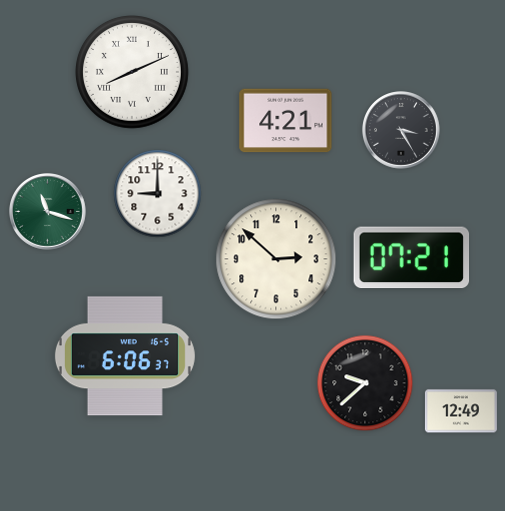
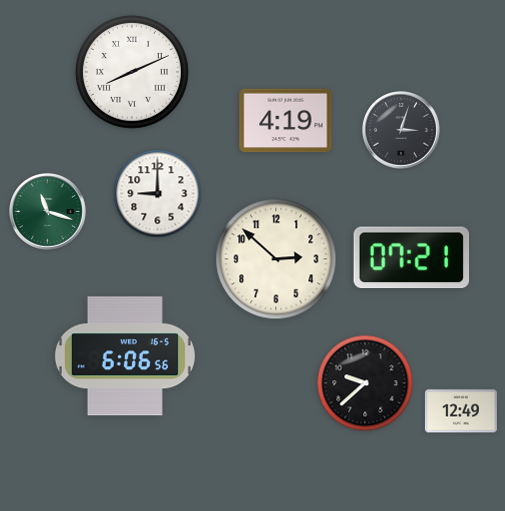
clock at (286, 121): 4:21 -> 4:19
clock at (401, 130): 3:25 -> 3:03
clock at (125, 356): 6:06:37 -> 6:06:56
